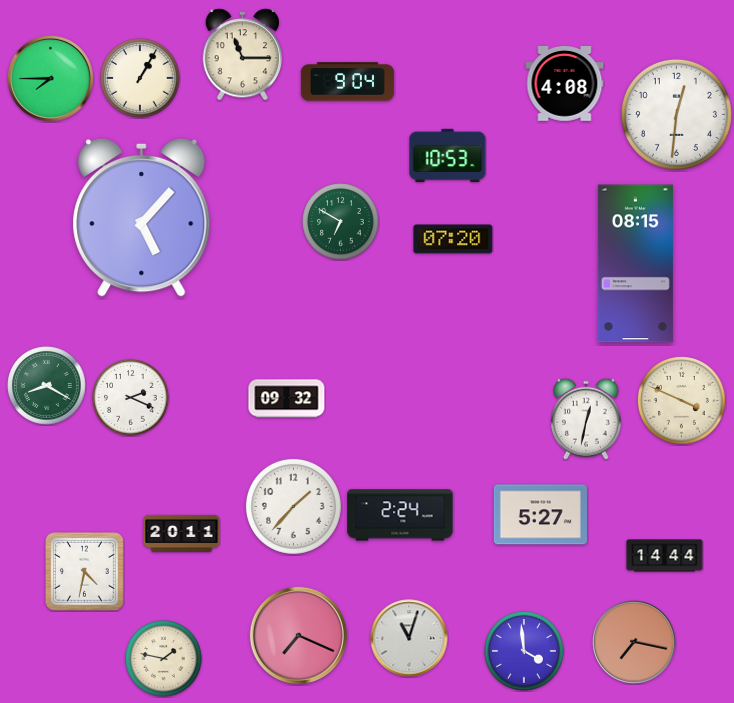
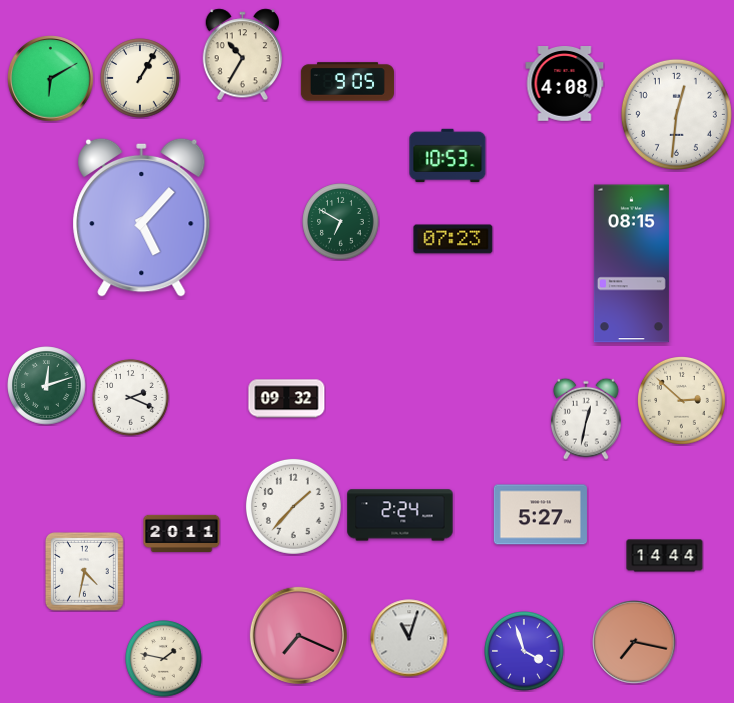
clock at (243, 55): 11:15 -> 10:35
clock at (51, 79): 7:45 -> 6:10
clock at (347, 82): 9:04 -> 9:05
clock at (453, 239): 07:20 -> 07:23
clock at (635, 264) position: (635, 264) -> (631, 264)
clock at (47, 386): 8:20 -> 12:12
clock at (682, 401): 3:49 -> 2:52
clock at (524, 651): 3:59 -> 3:57
